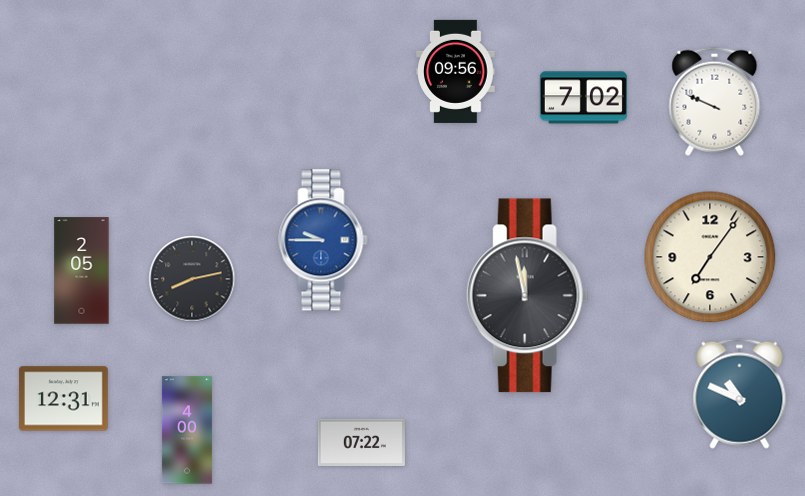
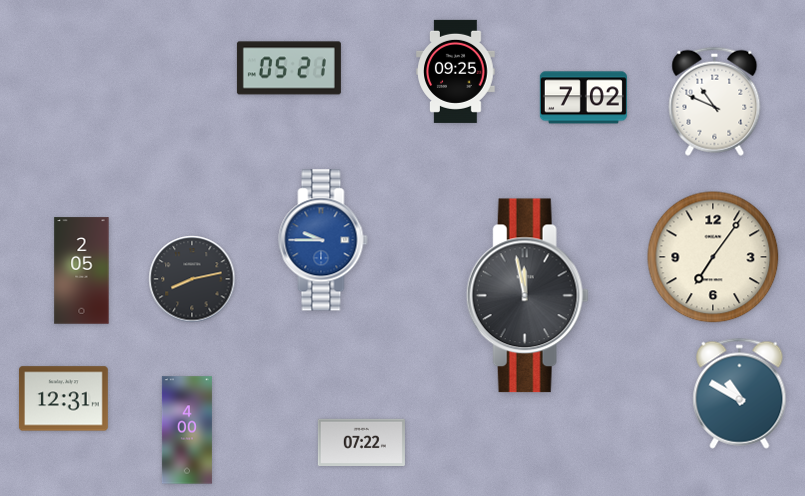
clock at (289, 68): none -> 05:21
clock at (456, 71): 09:56 -> 09:25
clock at (715, 101): 9:49 -> 10:49
clock at (710, 257) position: (710, 257) -> (713, 257)
clock at (740, 393): 10:49 -> 10:50
